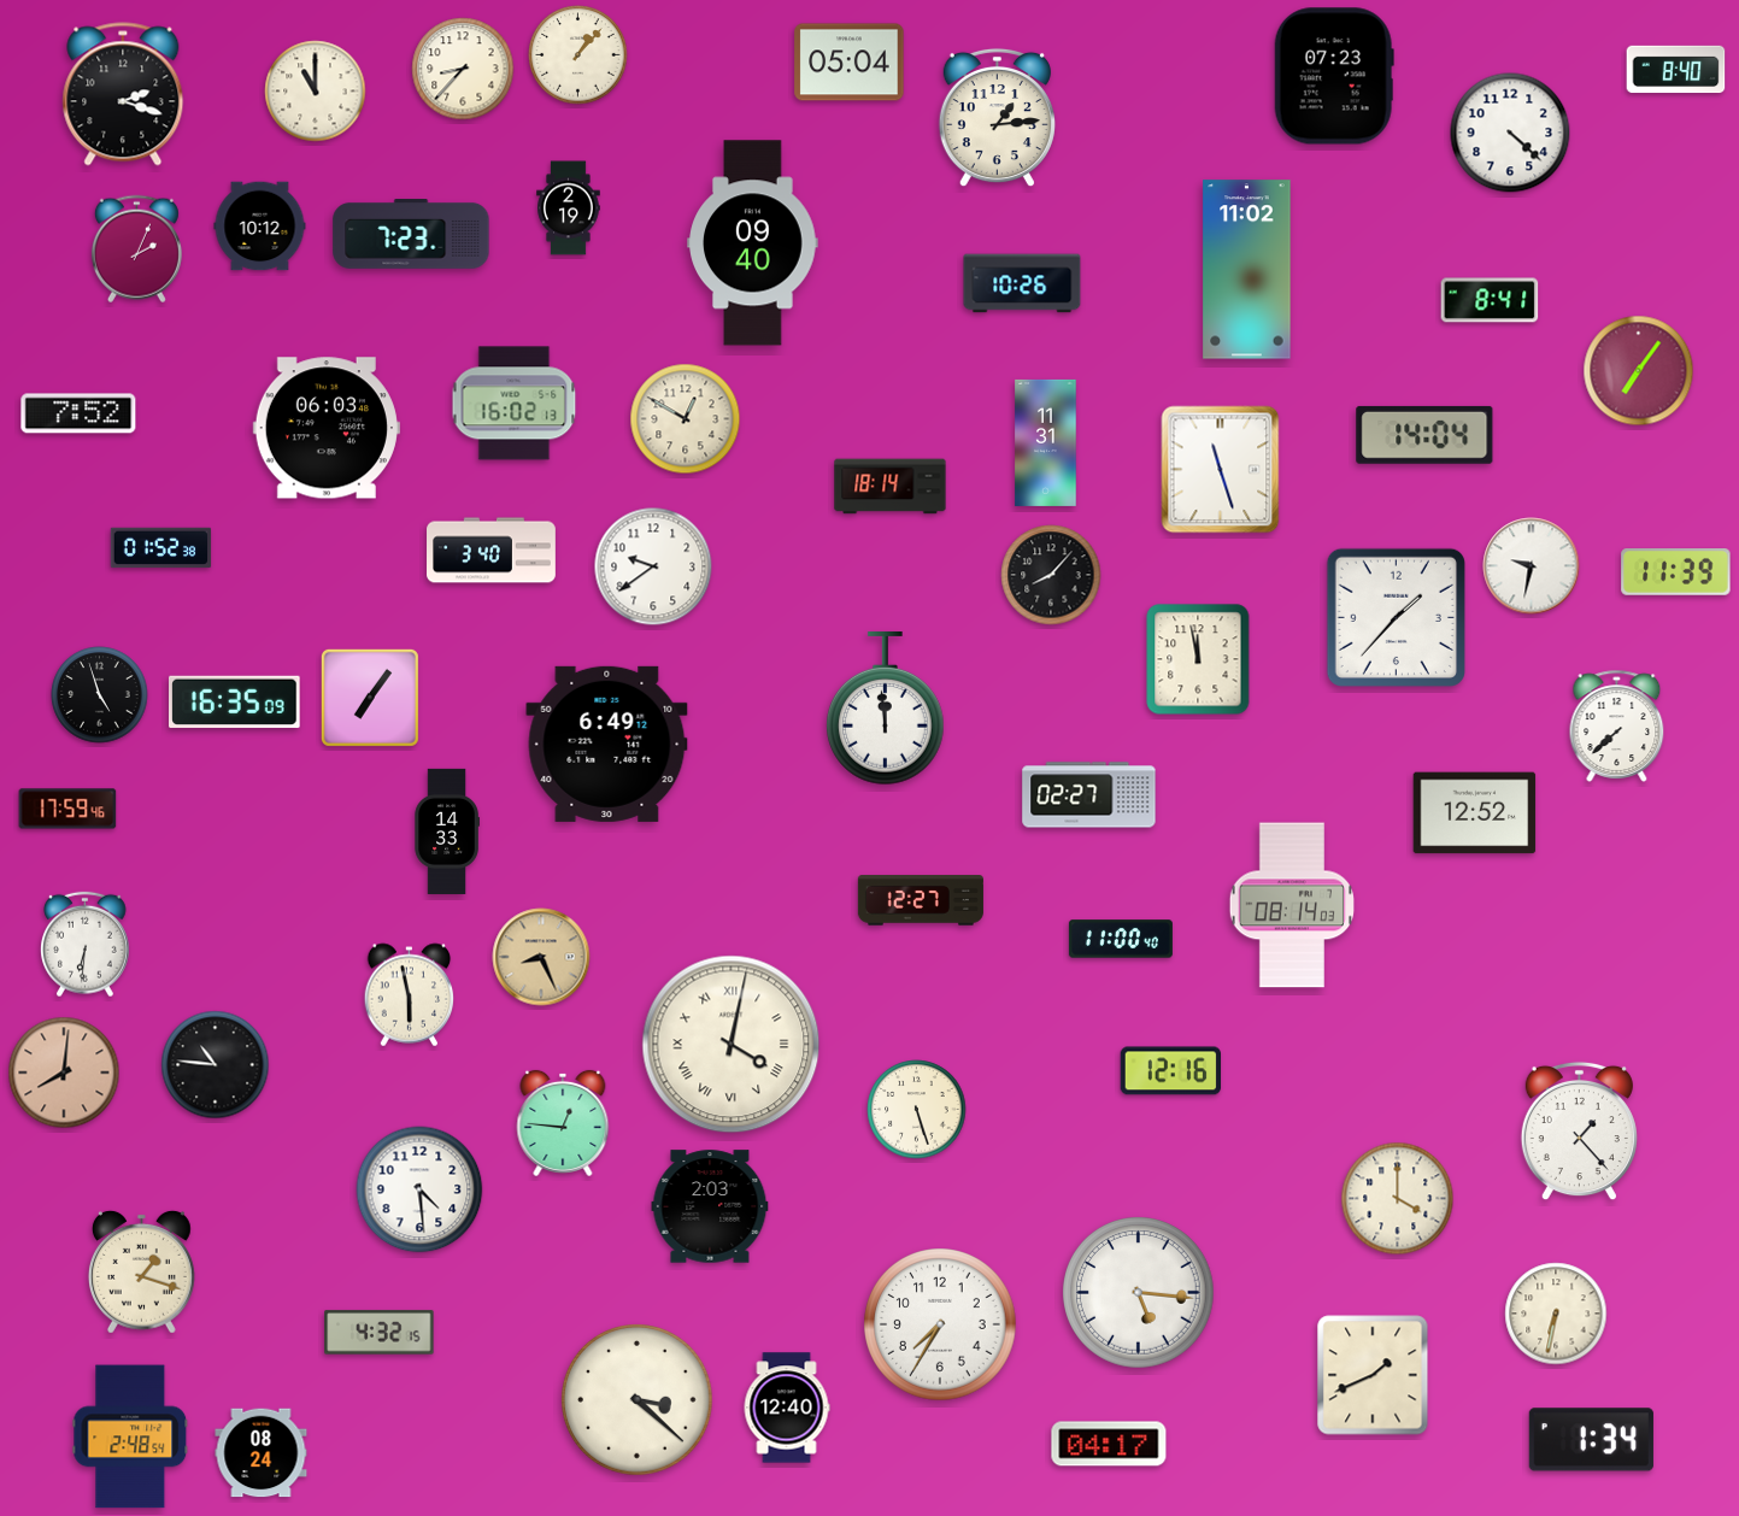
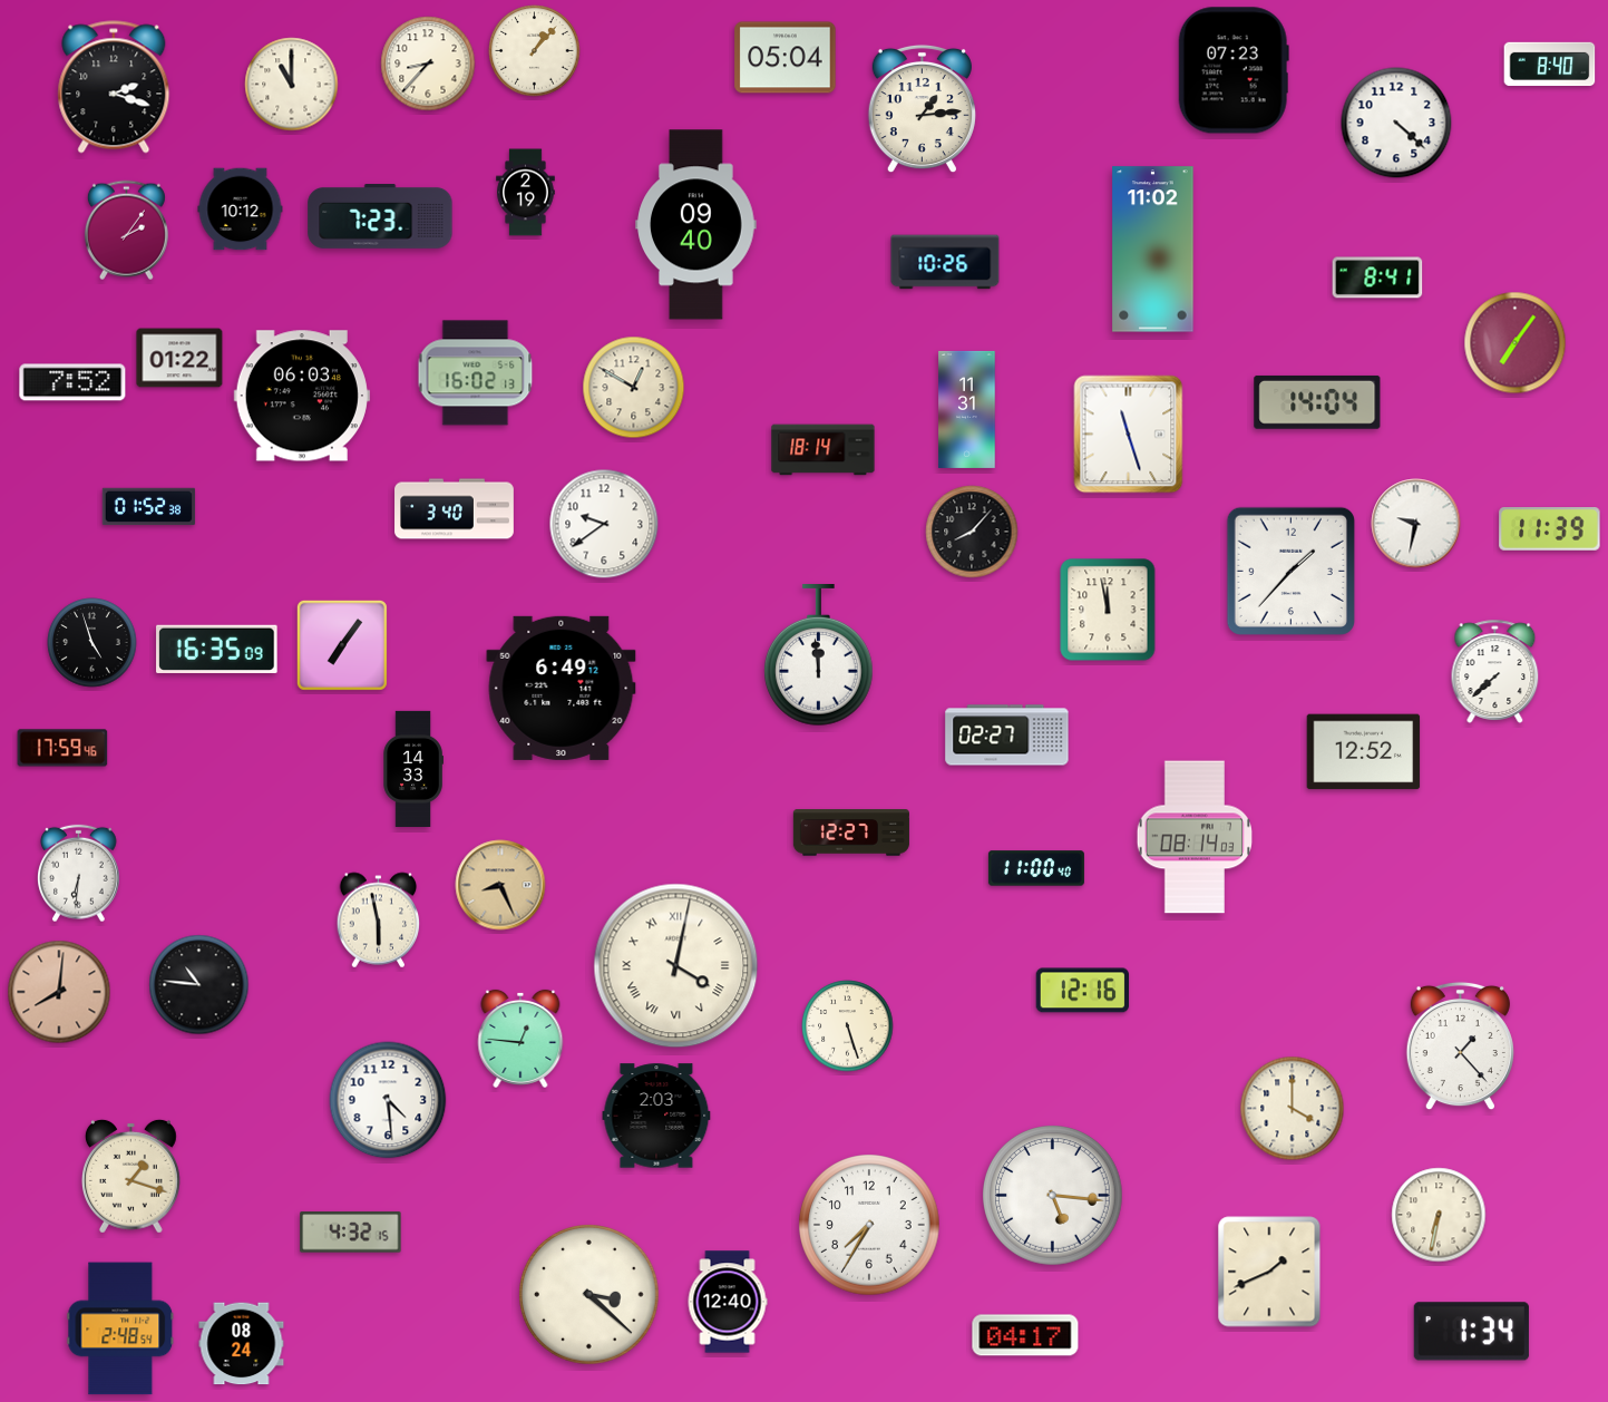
clock at (136, 249): 2:04 -> 2:06
clock at (179, 358): none -> 01:22
